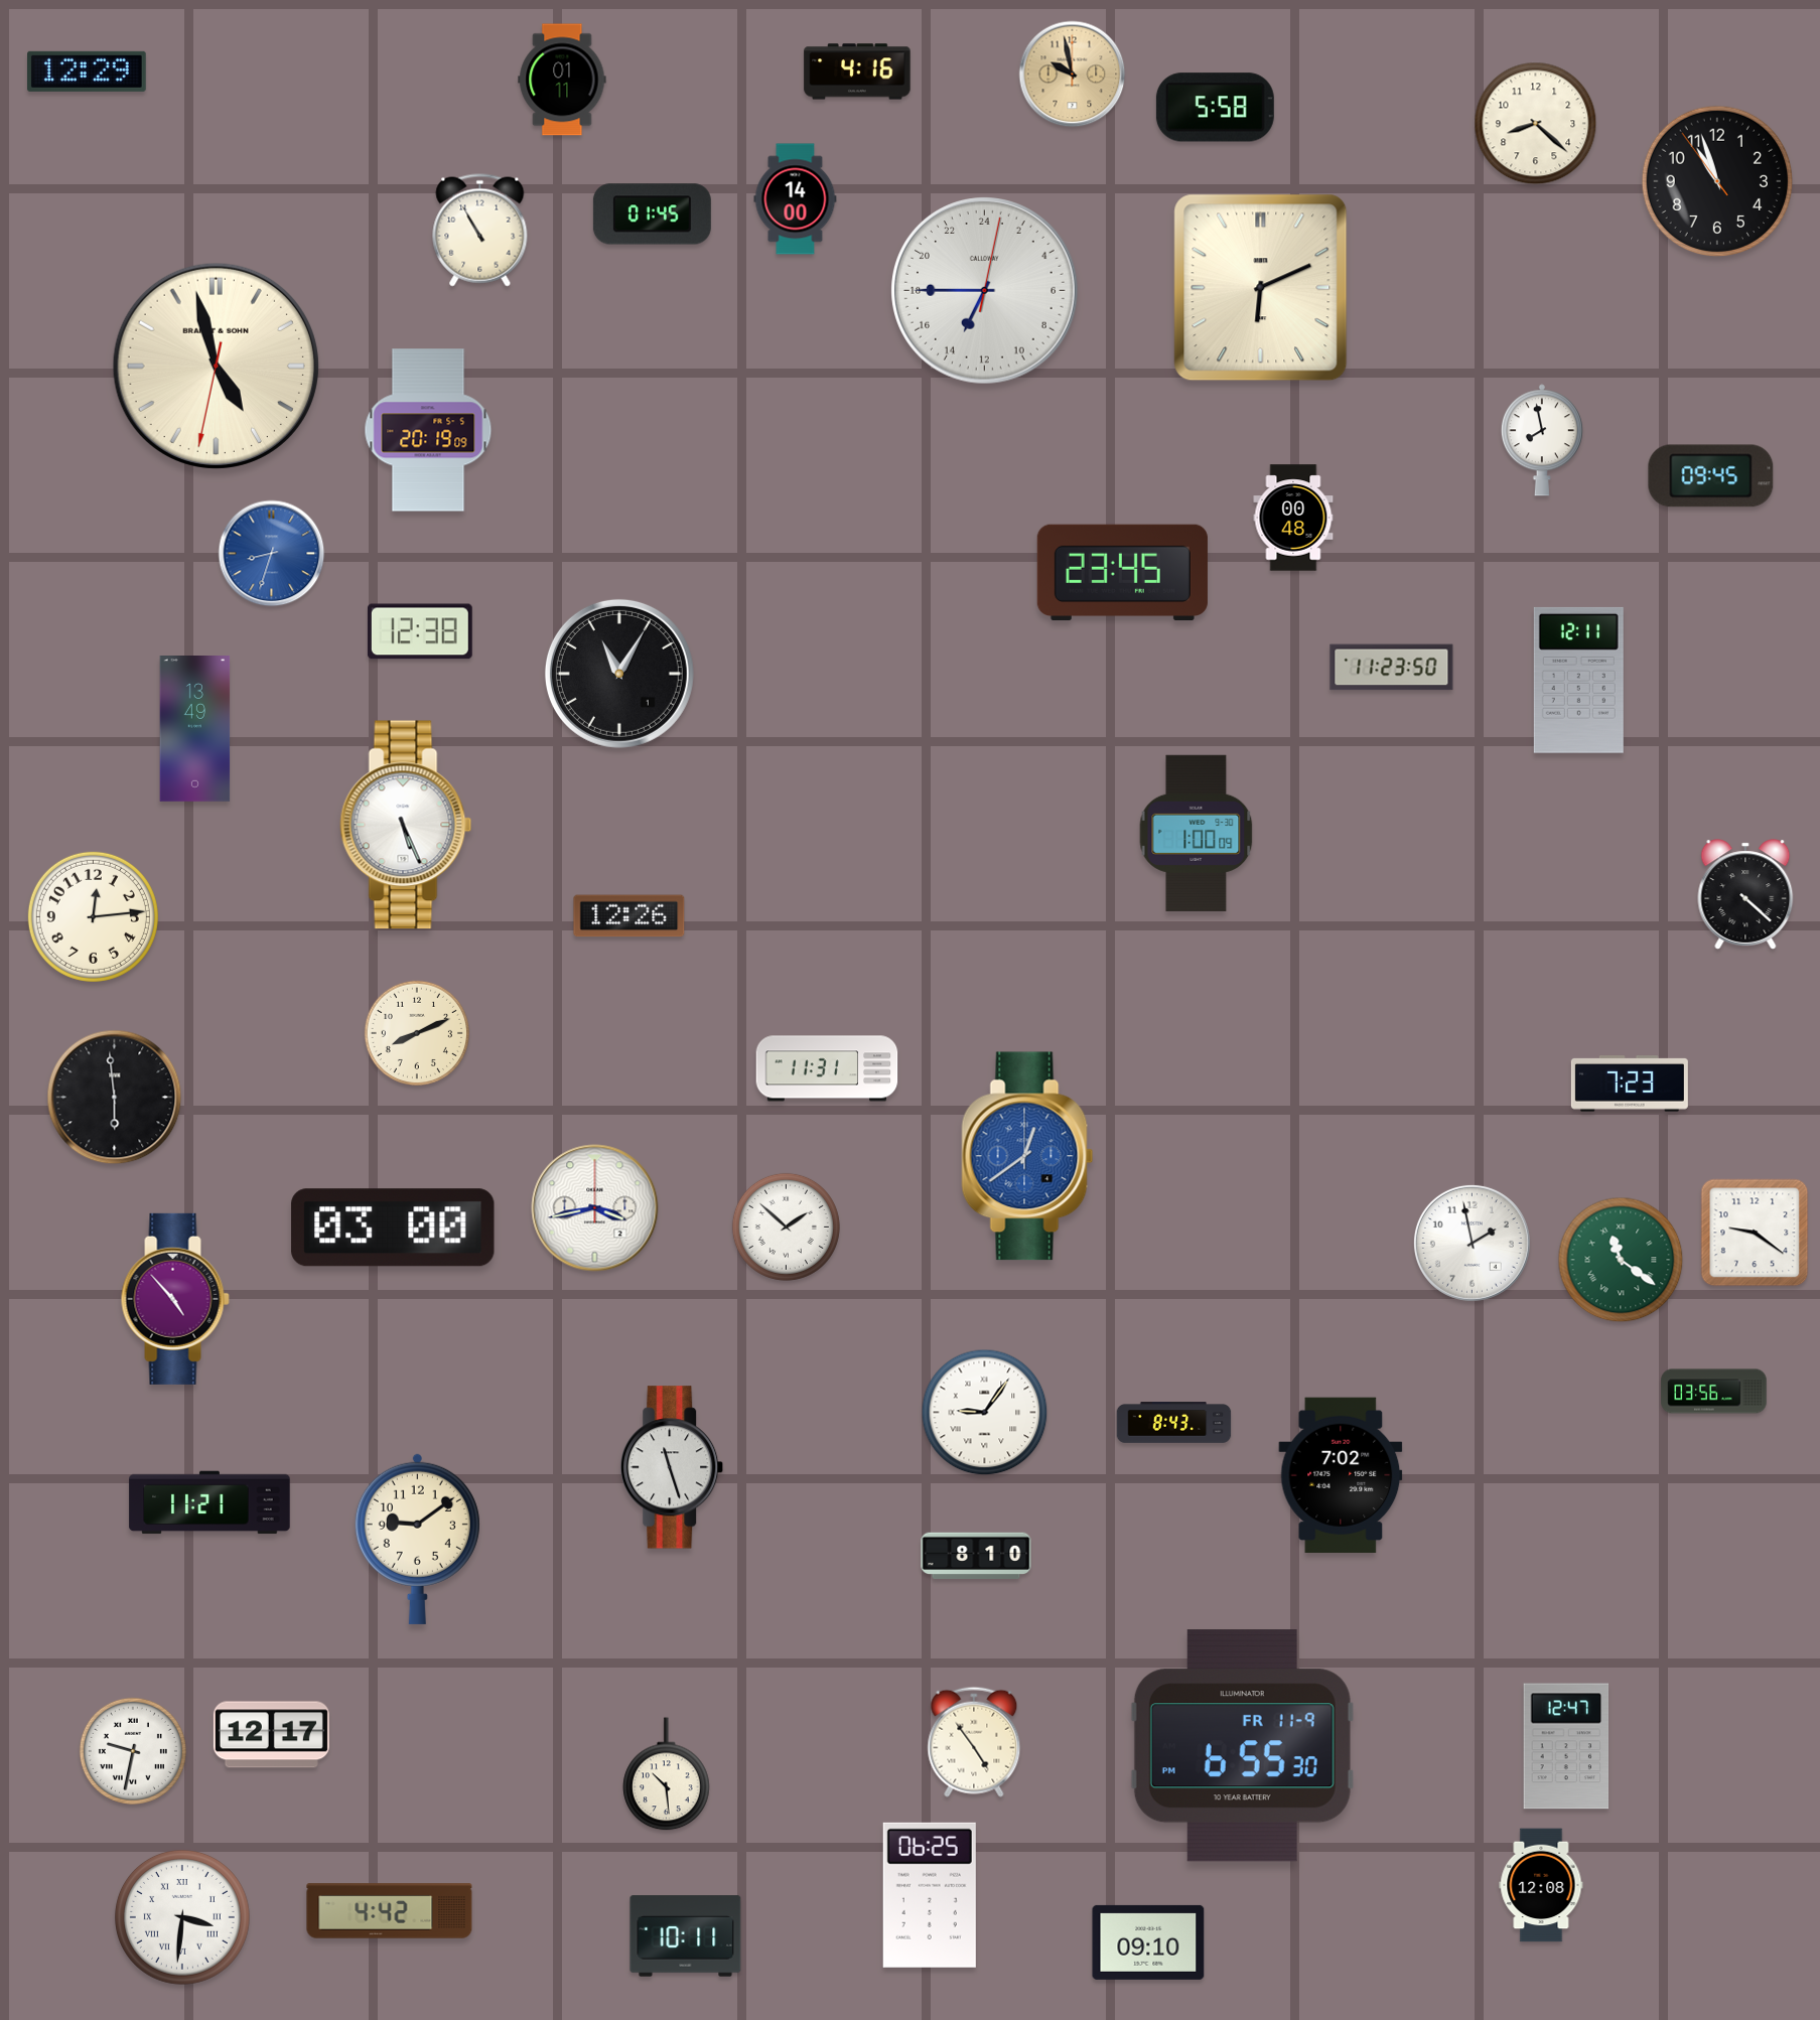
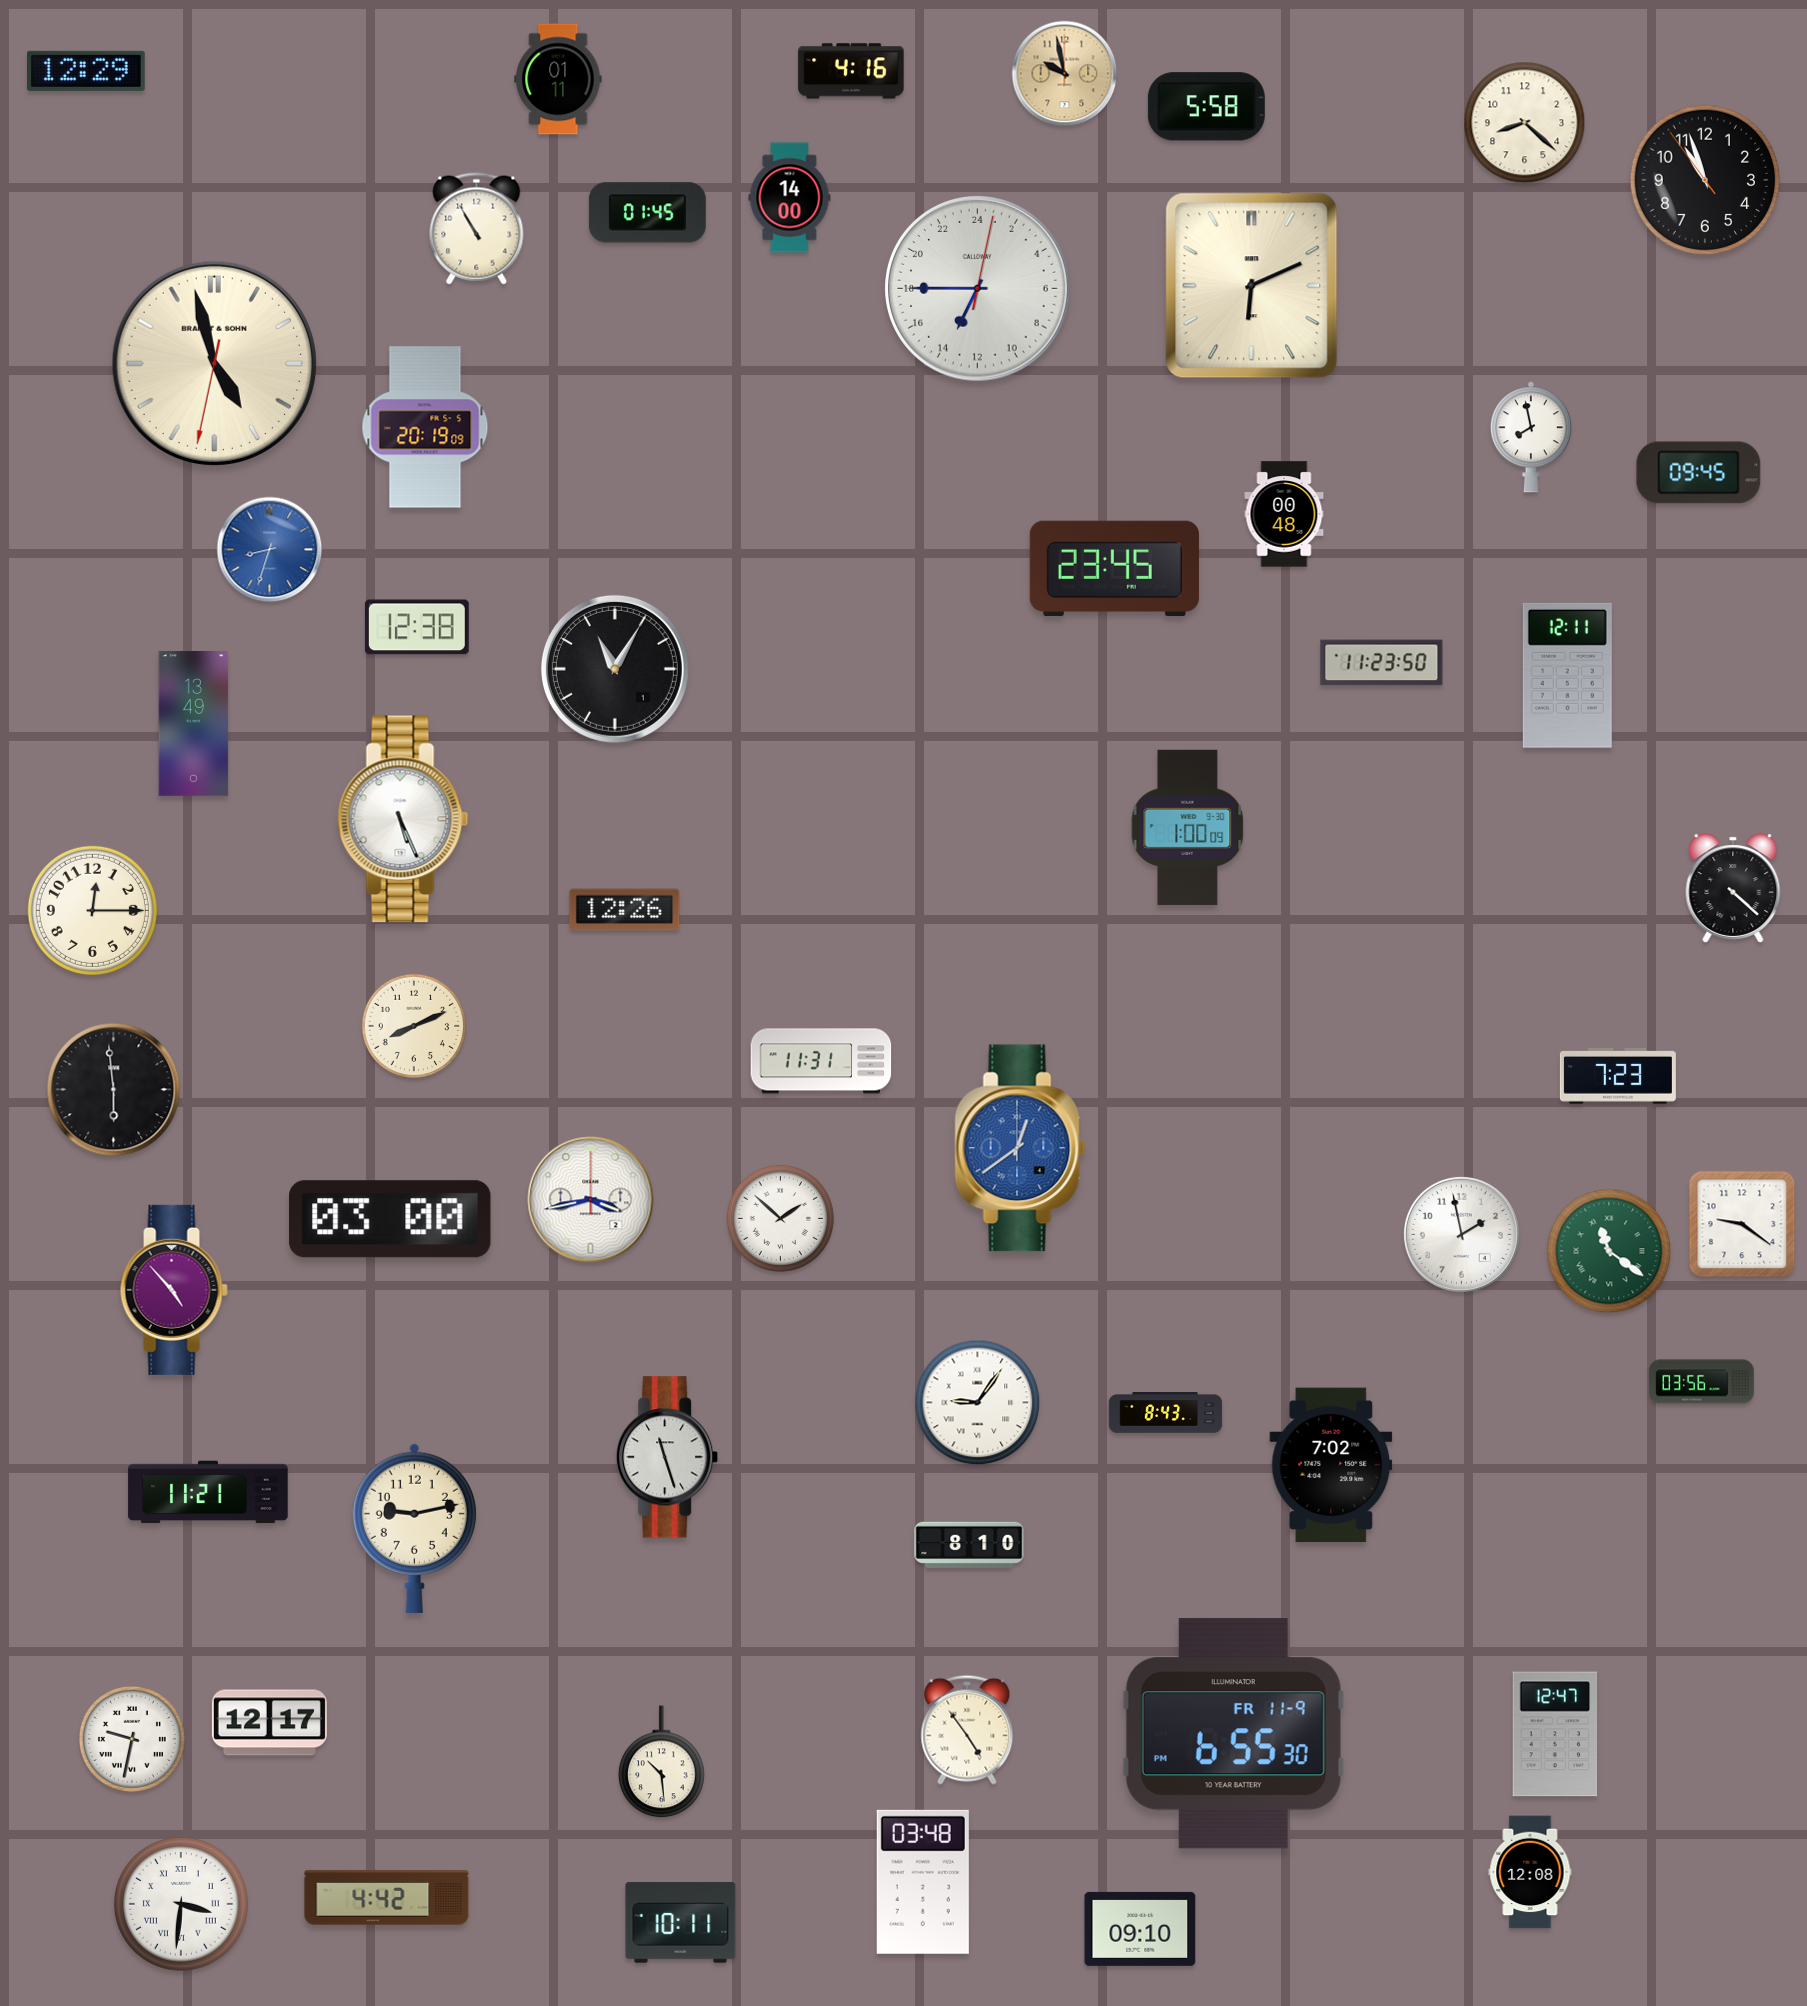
clock at (93, 916): 12:14 -> 12:15
clock at (417, 1539): 9:09 -> 9:13
clock at (930, 1895): 06:25 -> 03:48
